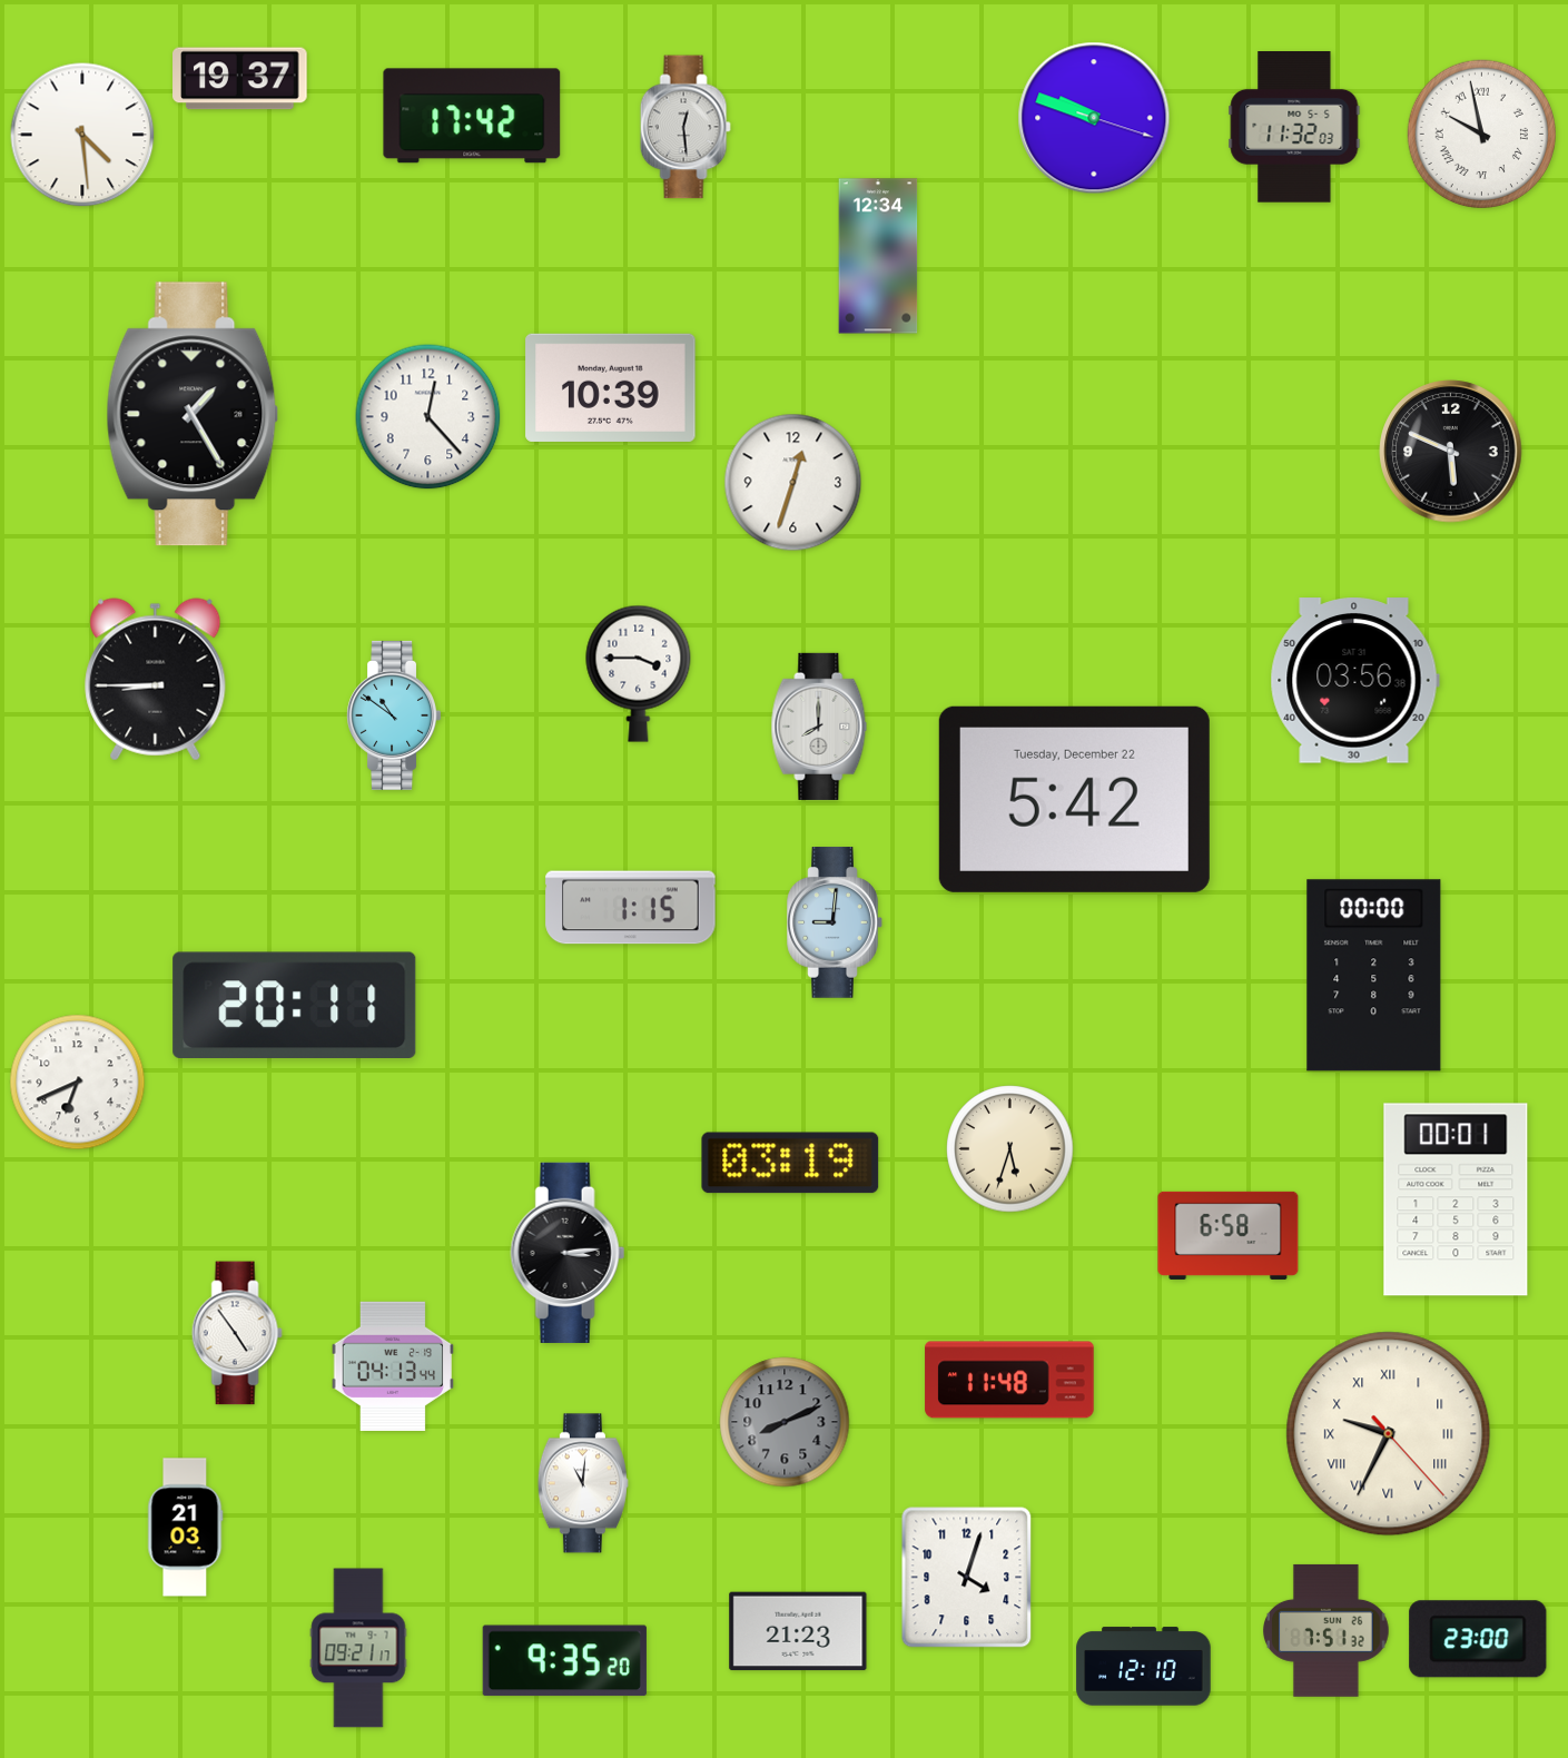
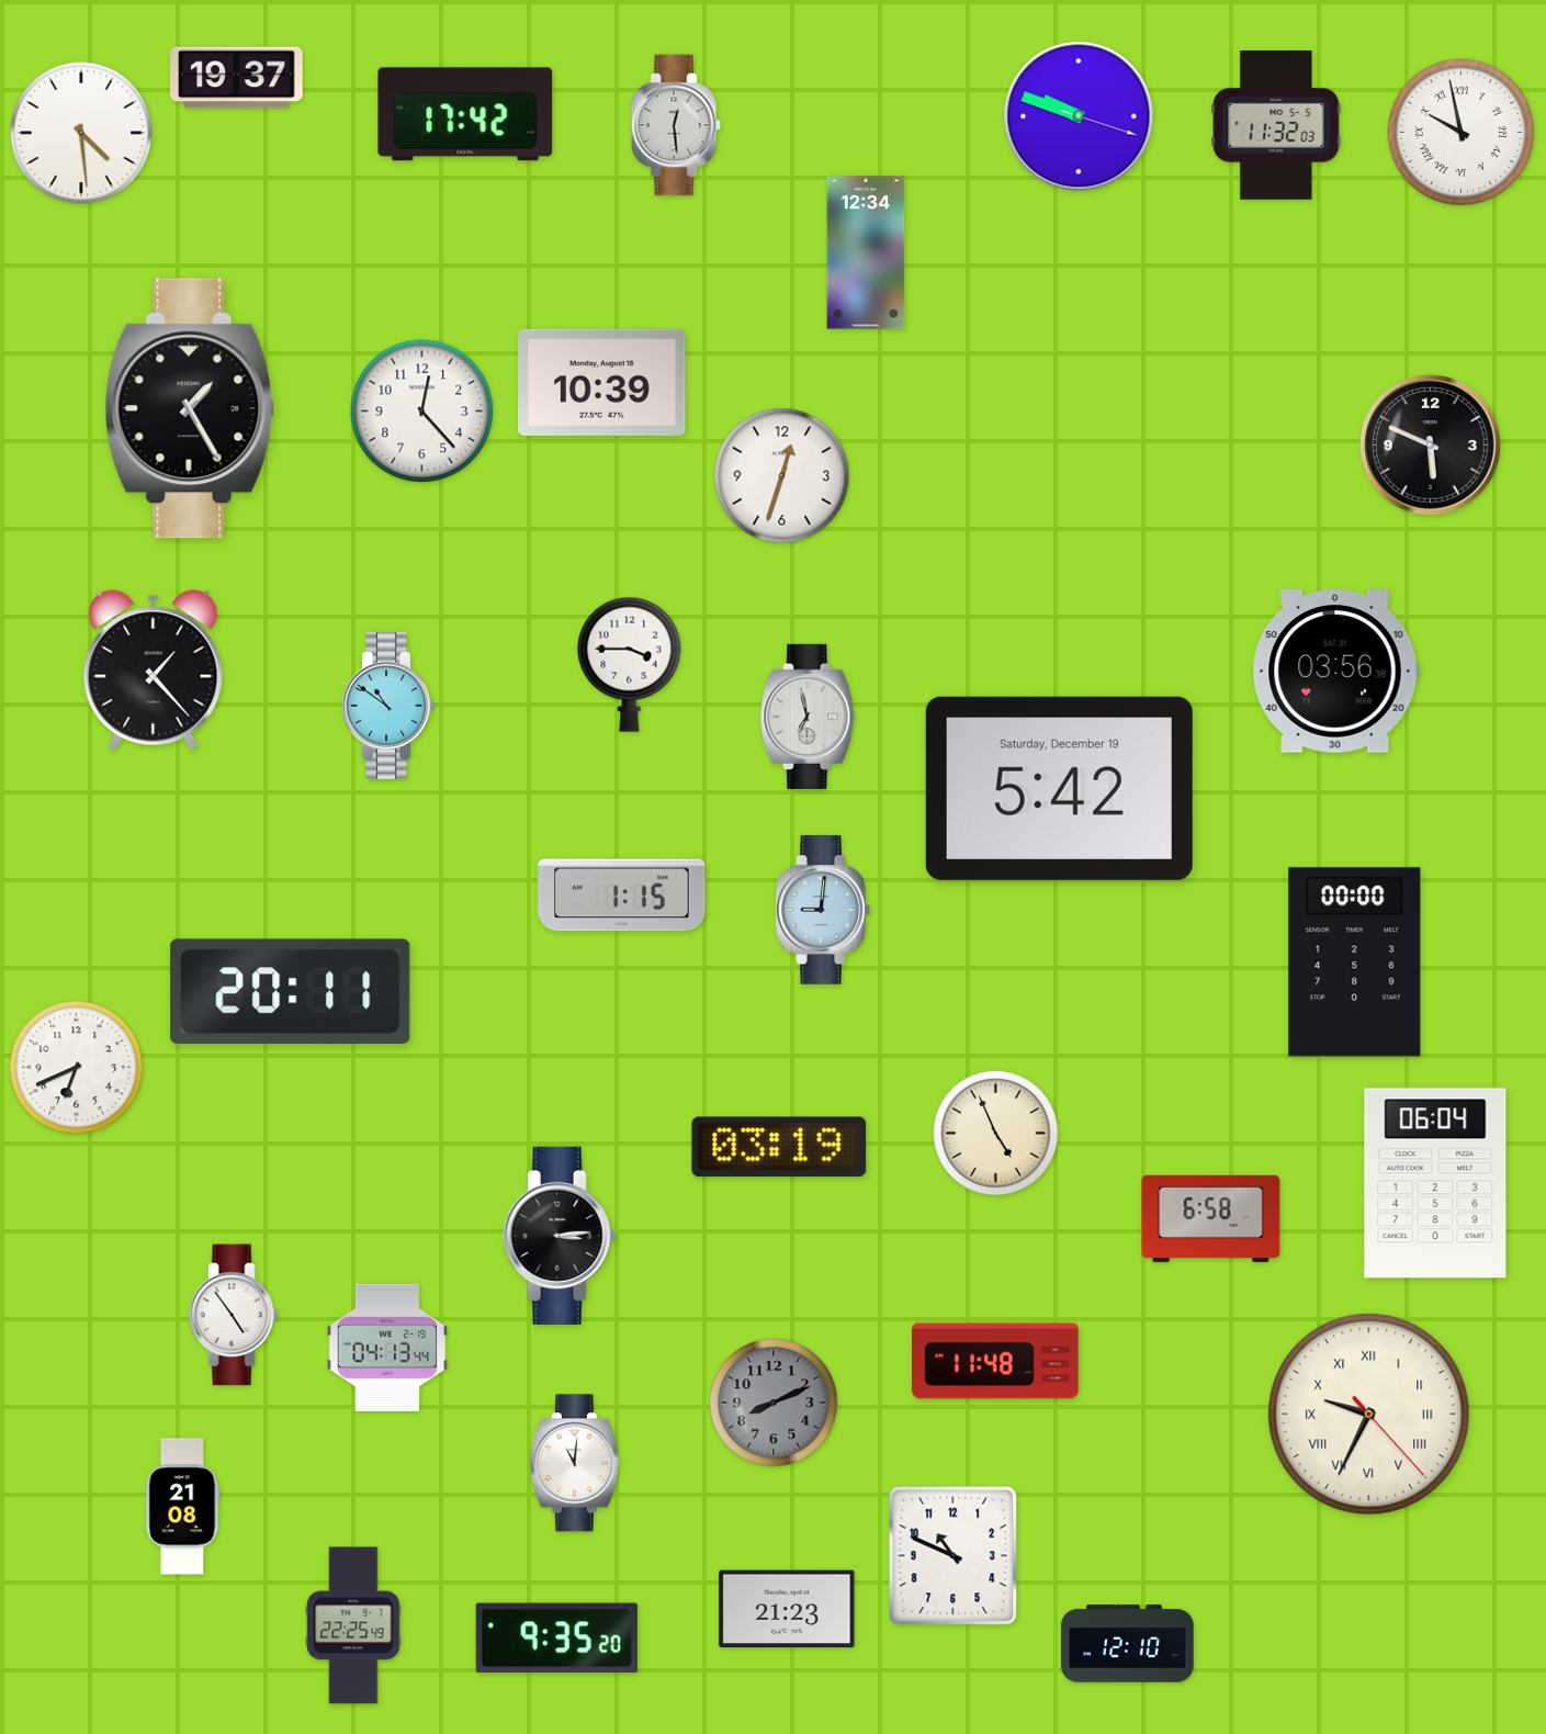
clock at (156, 680): 8:45 -> 1:23
clock at (819, 727): 8:00 -> 6:58
clock at (1074, 799) date: Tuesday, December 22 -> Saturday, December 19
clock at (1010, 1149): 5:33 -> 4:56
clock at (1456, 1199): 00:01 -> 06:04
clock at (186, 1528): 21:03 -> 21:08
clock at (967, 1578): 4:03 -> 10:49
clock at (1327, 1630): 7:51 -> none
clock at (1478, 1639): 23:00 -> none
clock at (358, 1648): 09:21 -> 22:25
